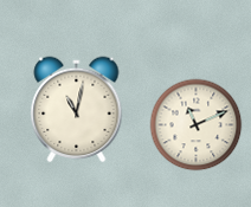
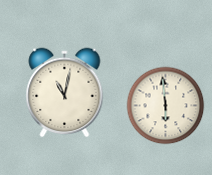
clock at (197, 125): 11:11 -> 5:59
